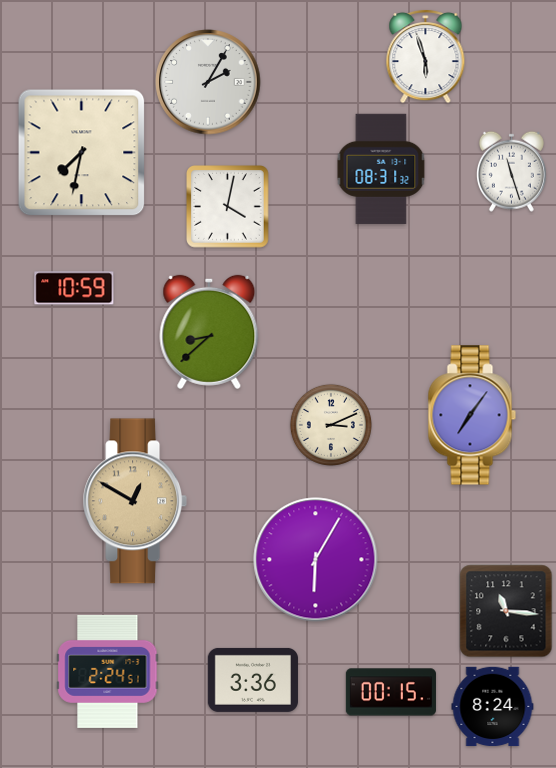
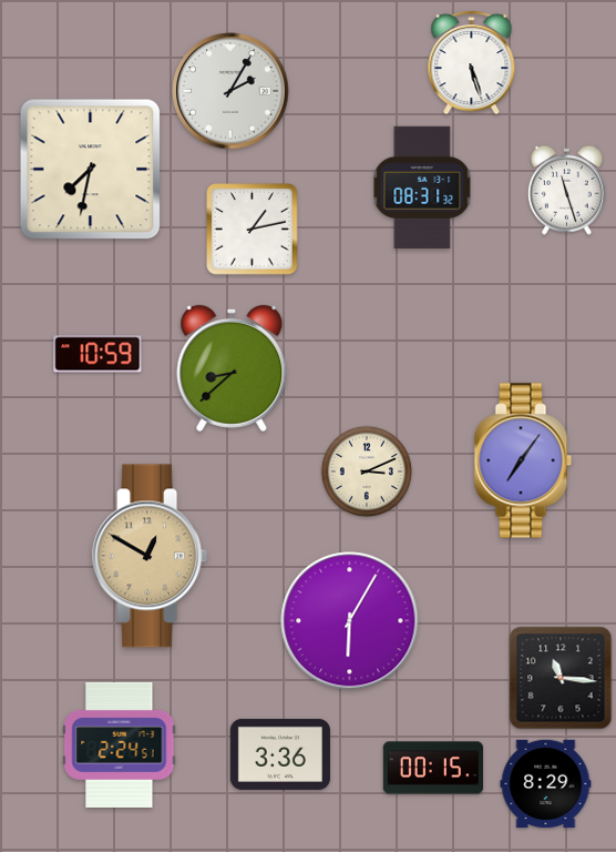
clock at (426, 56): 5:57 -> 5:27
clock at (228, 207): 4:02 -> 1:13
clock at (74, 288) position: (74, 288) -> (97, 354)
clock at (493, 707): 8:24 -> 8:29
